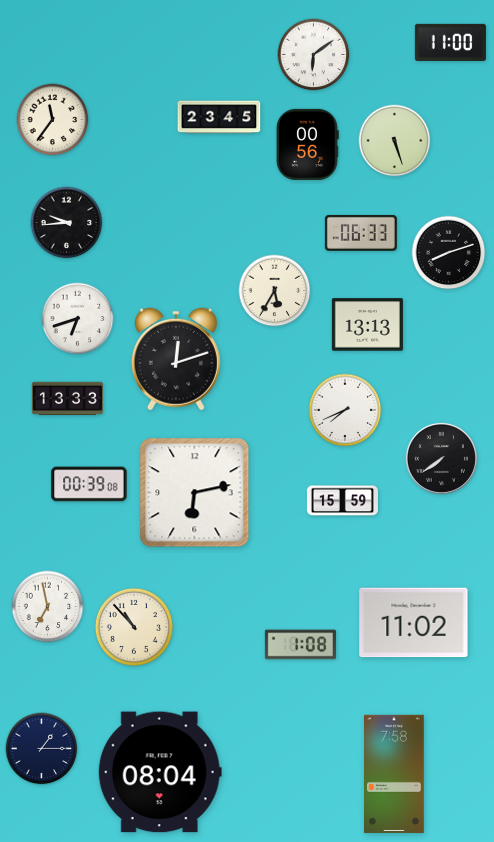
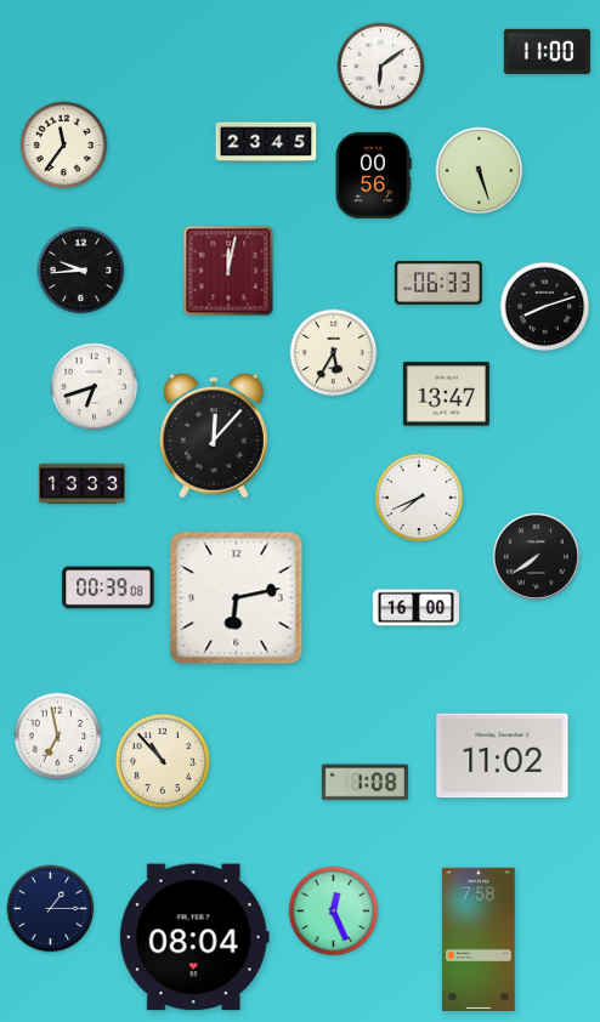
clock at (228, 271): none -> 12:02
clock at (367, 325): 13:13 -> 13:47
clock at (176, 359): 12:12 -> 12:07
clock at (342, 501): 15:59 -> 16:00
clock at (334, 912): none -> 12:26
